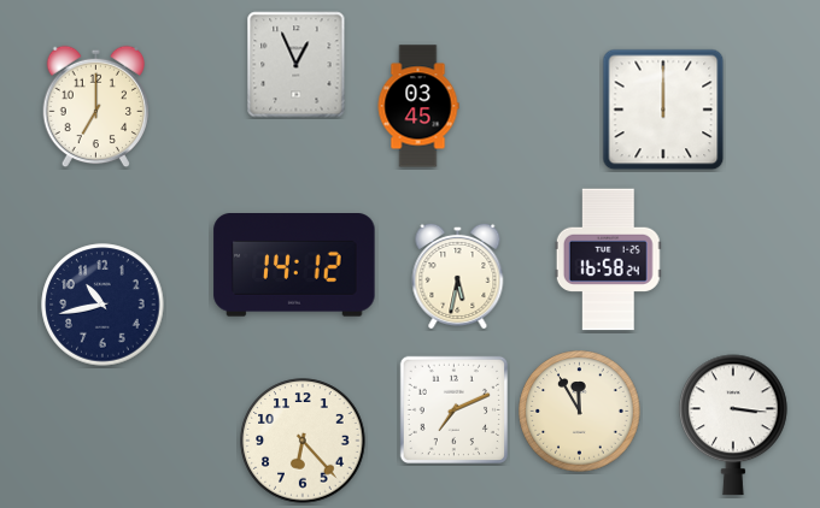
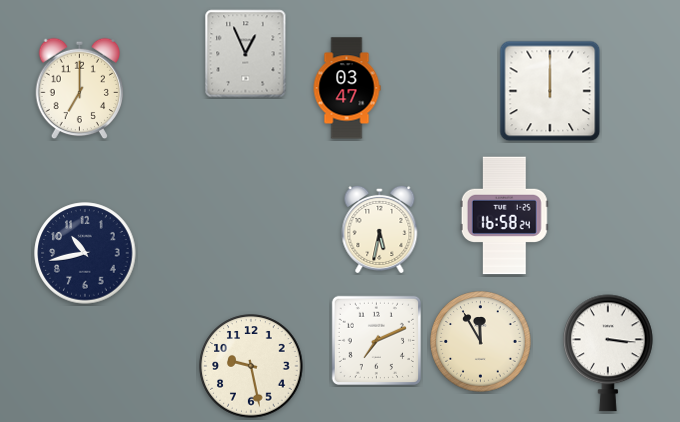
clock at (418, 106): 03:45 -> 03:47
clock at (294, 266): 14:12 -> none
clock at (303, 441): 6:23 -> 9:28
